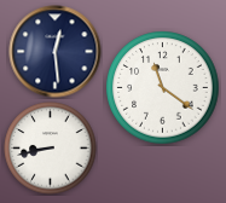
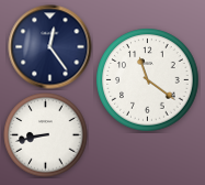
clock at (56, 52): 12:29 -> 12:24
